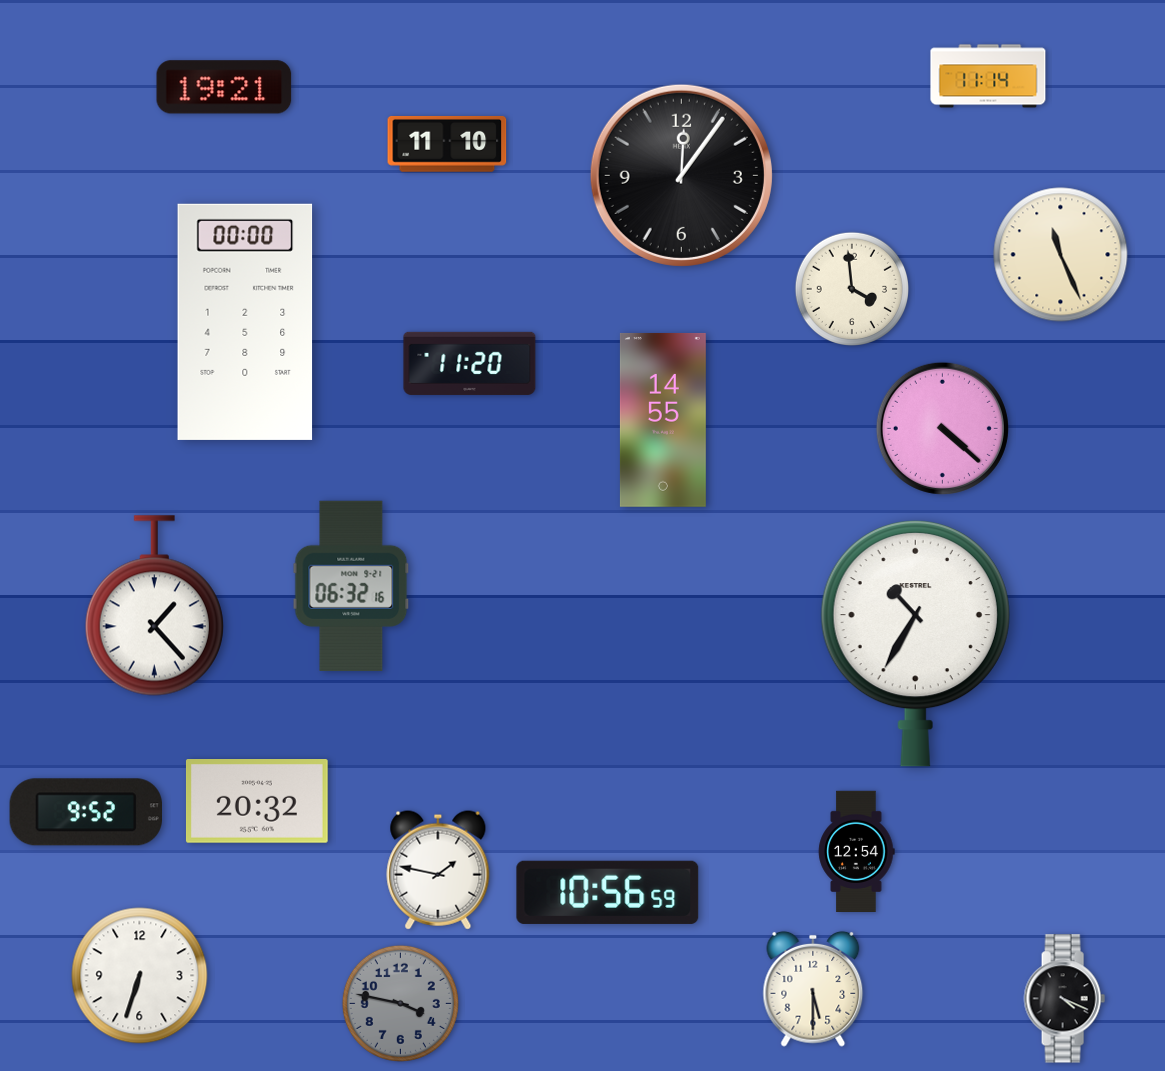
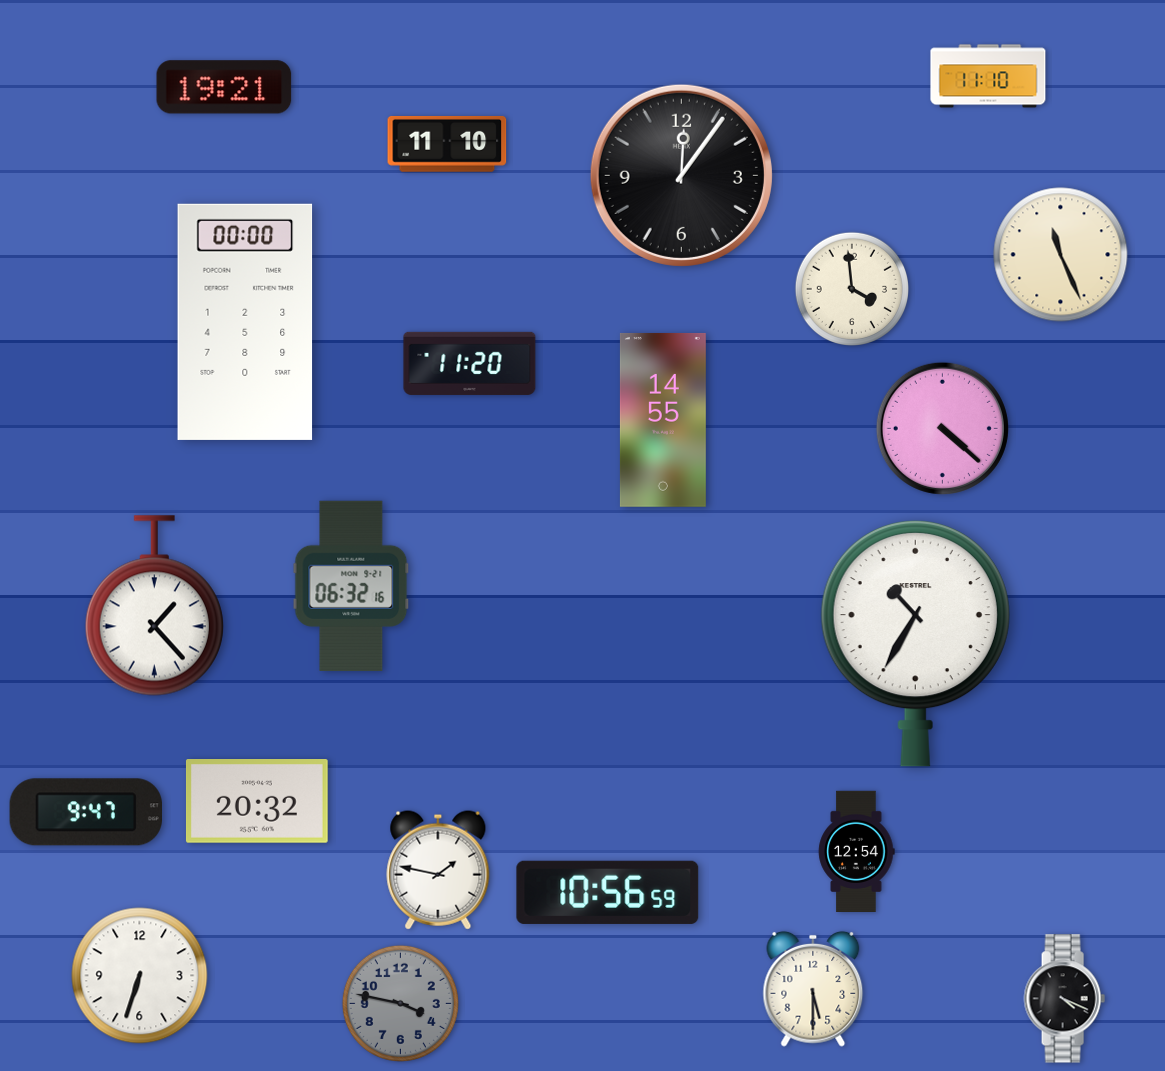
clock at (988, 76): 11:14 -> 11:10
clock at (85, 812): 9:52 -> 9:47
